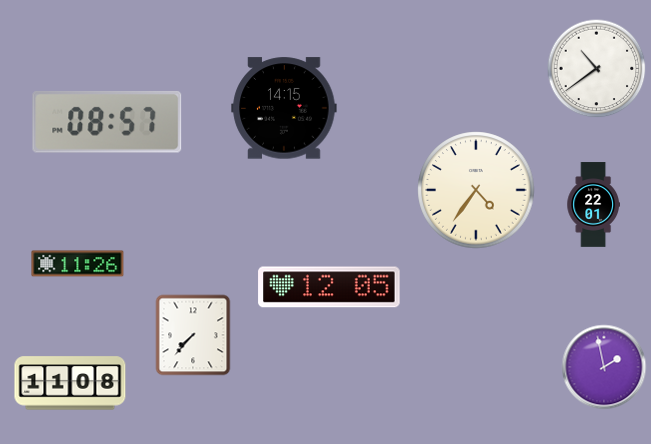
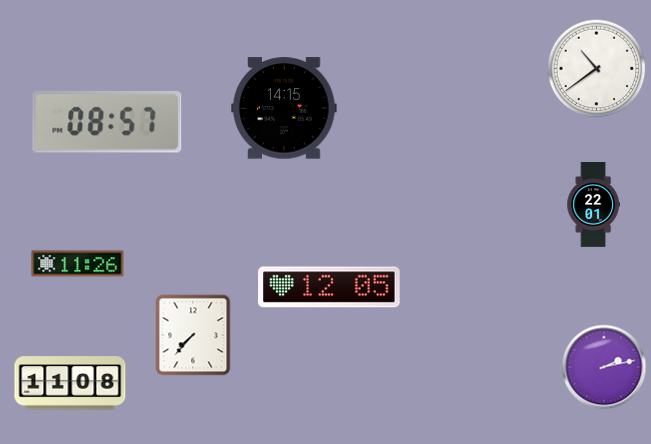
clock at (476, 190): 4:36 -> none
clock at (604, 367): 1:58 -> 2:13
